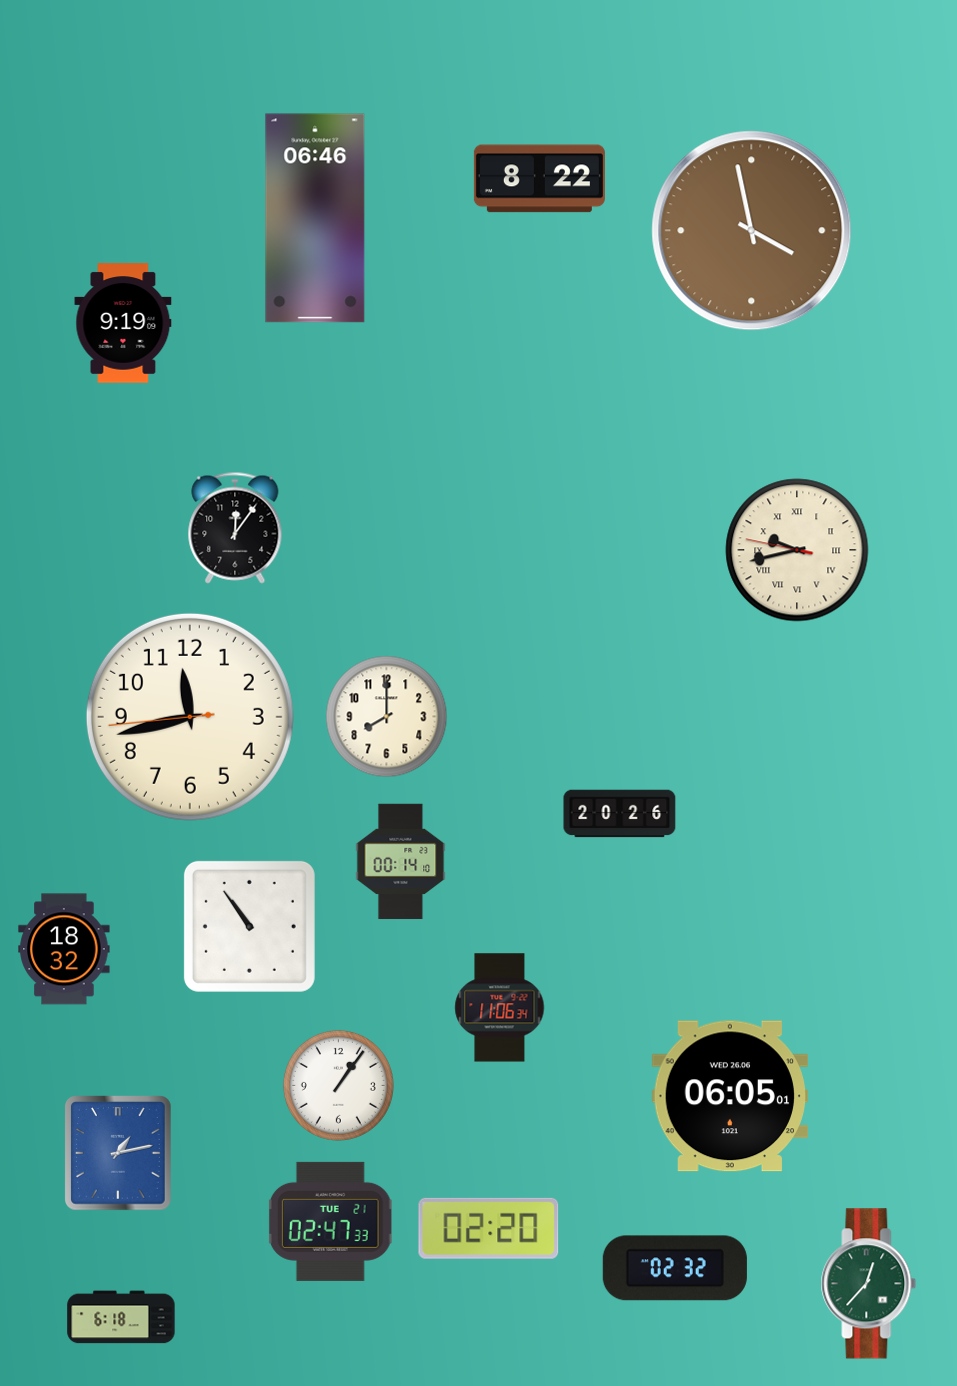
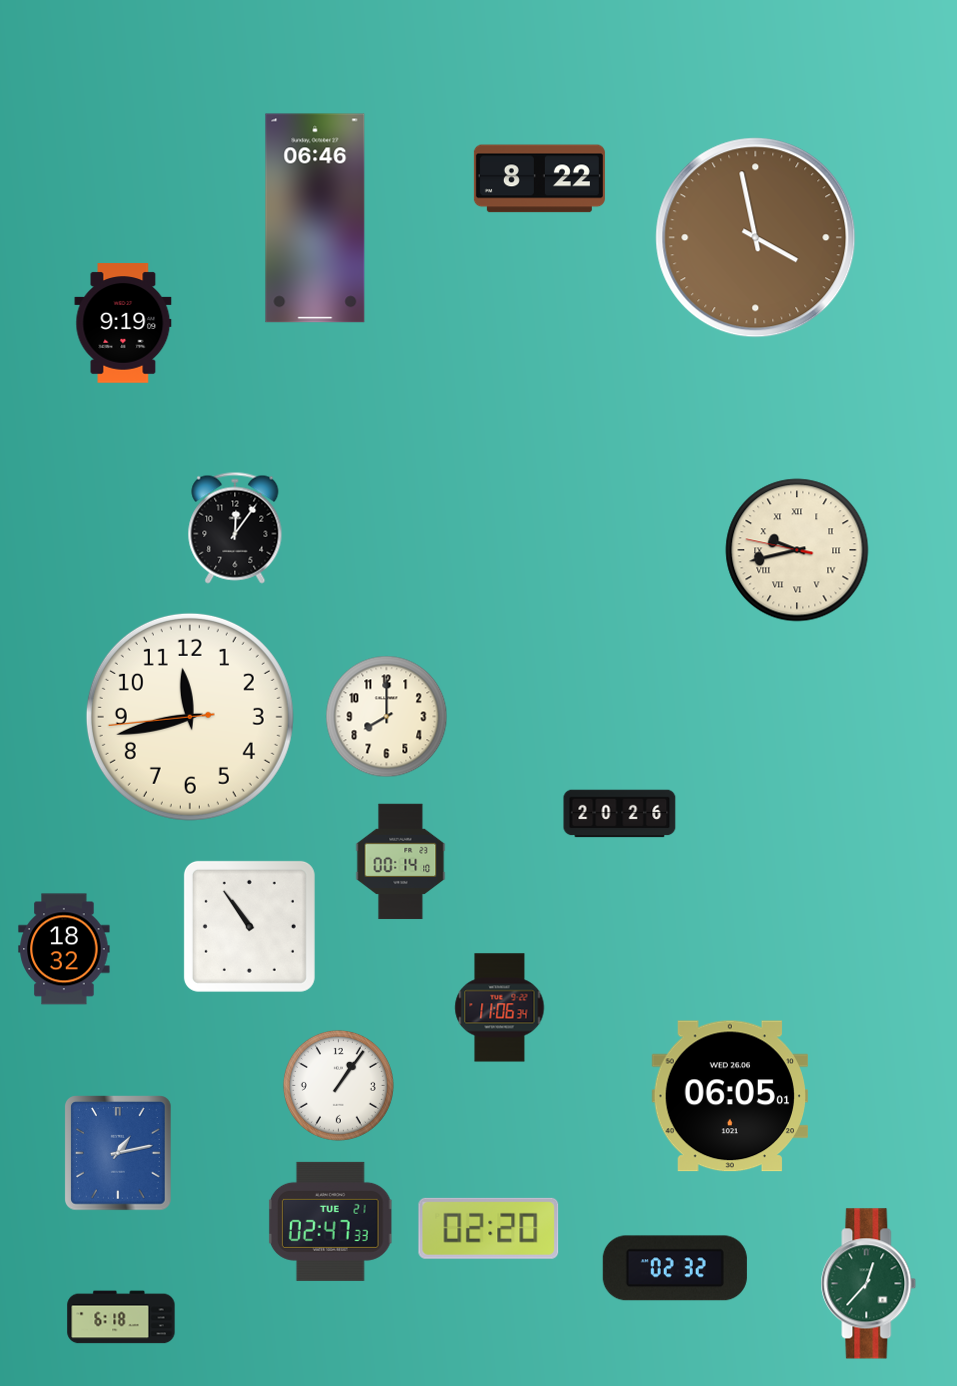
clock at (752, 231) position: (752, 231) -> (756, 238)
